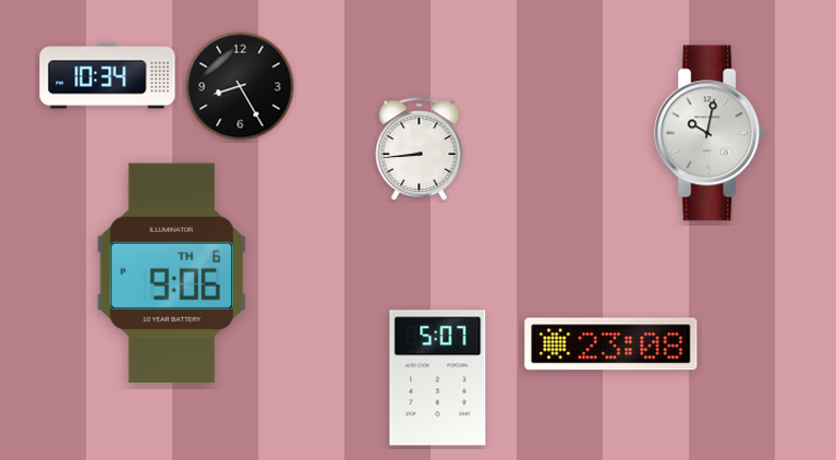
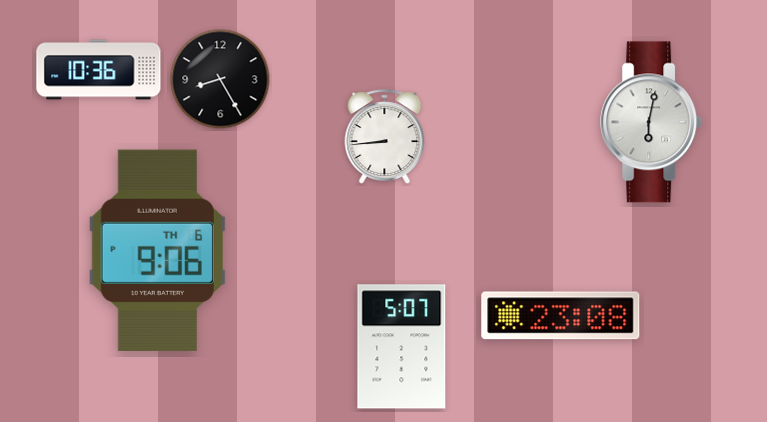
clock at (108, 76): 10:34 -> 10:36
clock at (711, 133): 10:02 -> 6:02
